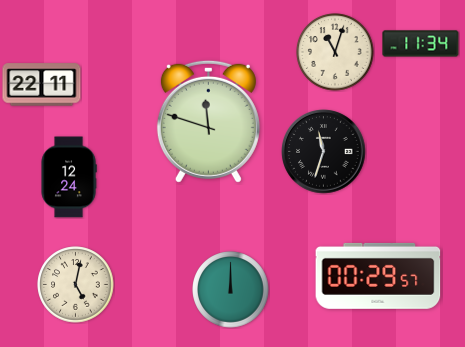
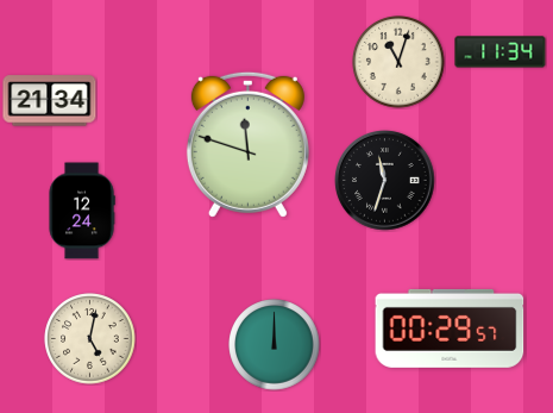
clock at (42, 85): 22:11 -> 21:34
